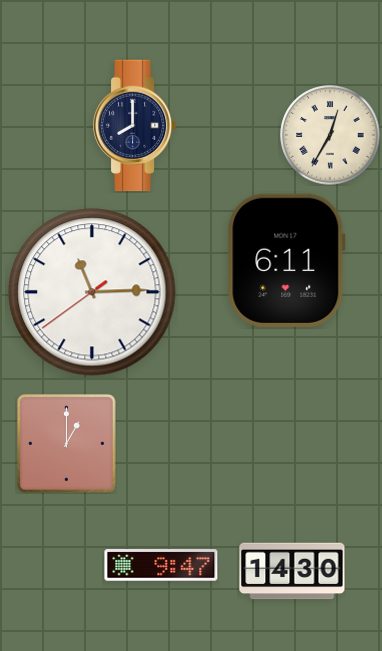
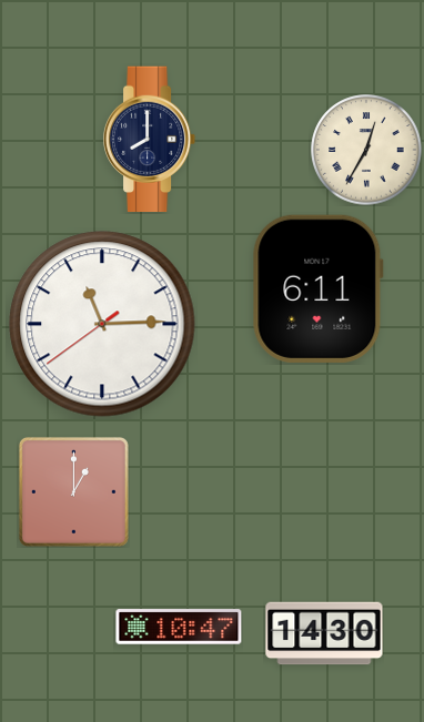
clock at (161, 565): 9:47 -> 10:47
